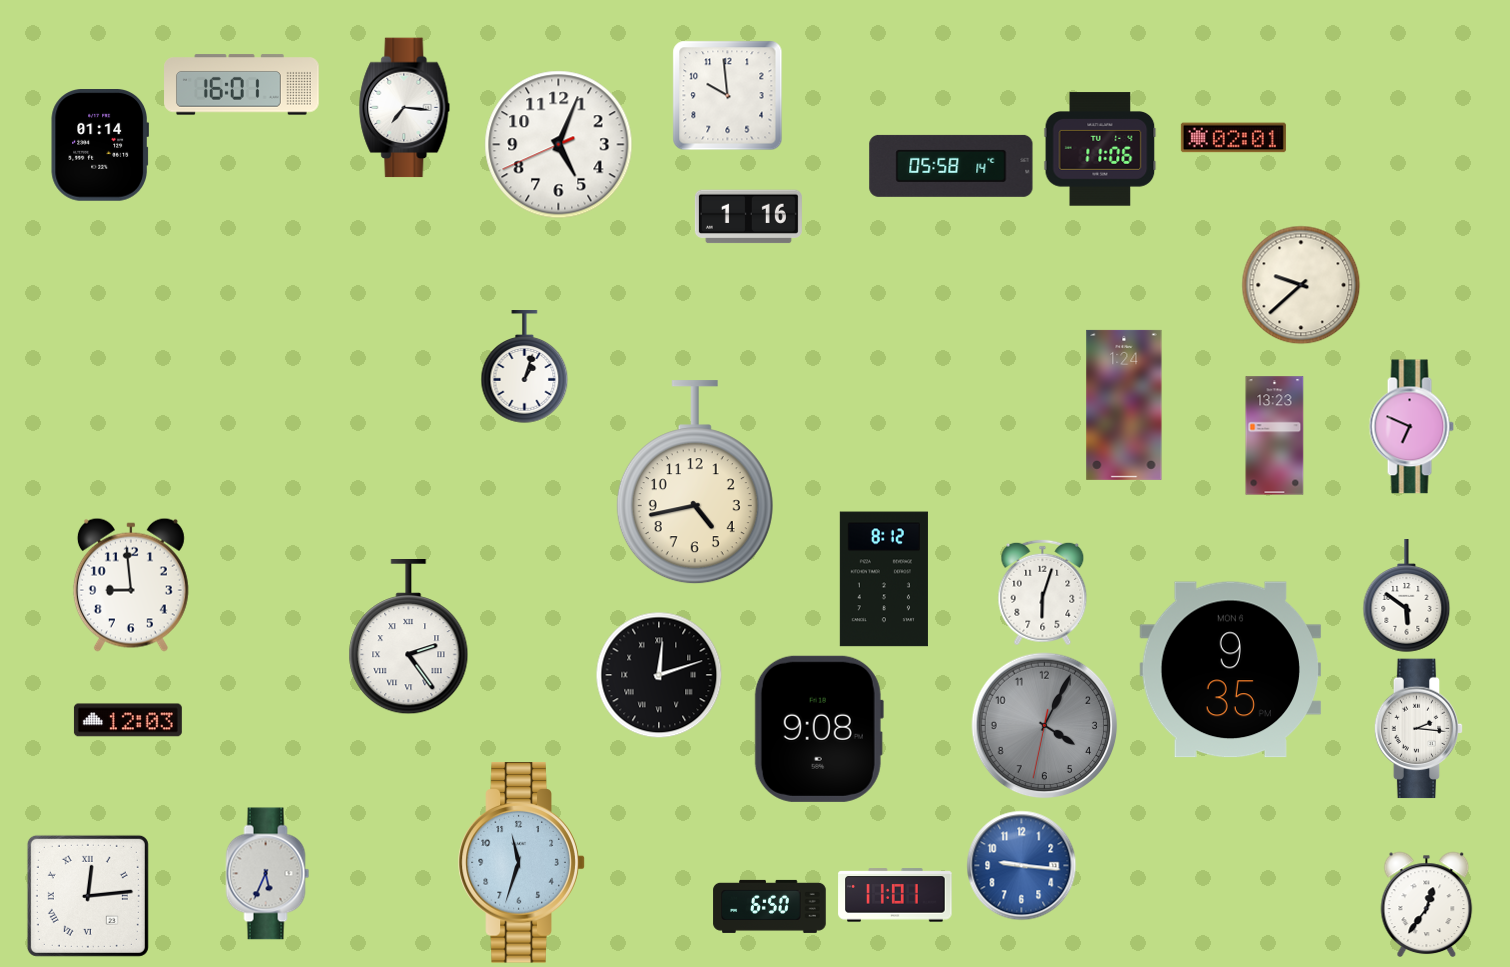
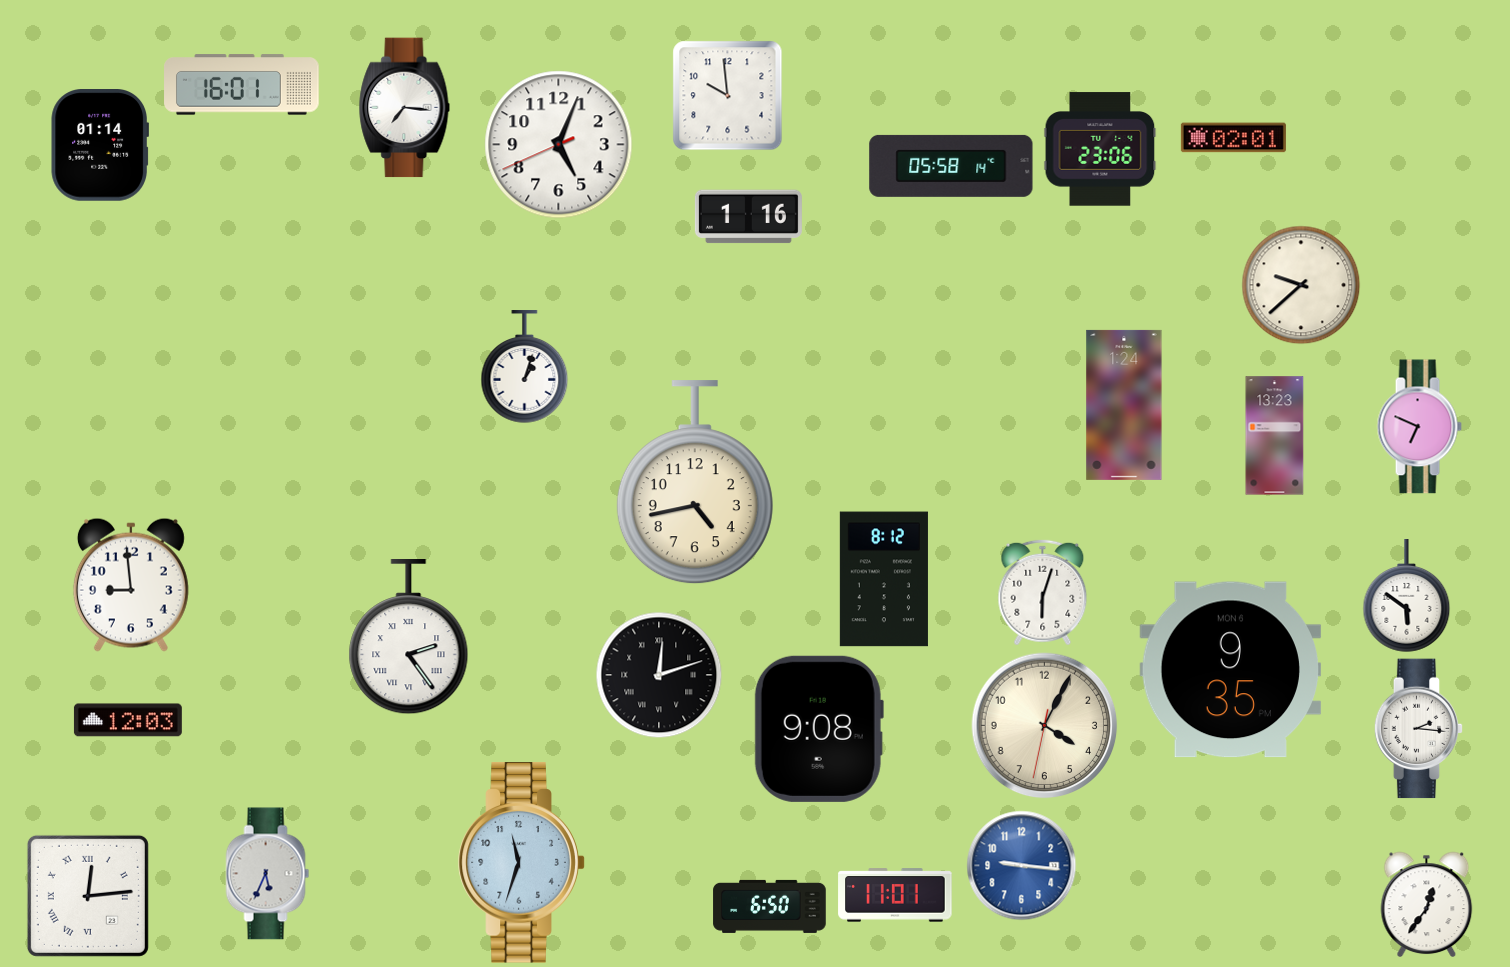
clock at (1100, 149): 11:06 -> 23:06
clock at (1411, 427) position: (1411, 427) -> (1419, 427)
clock at (1045, 726) dial: grey -> cream
